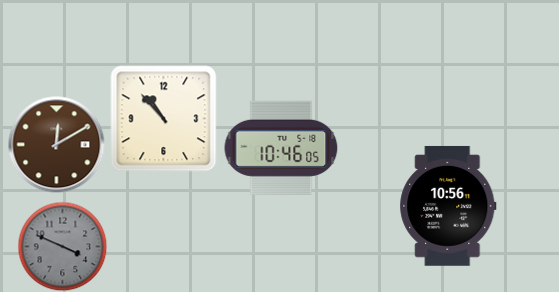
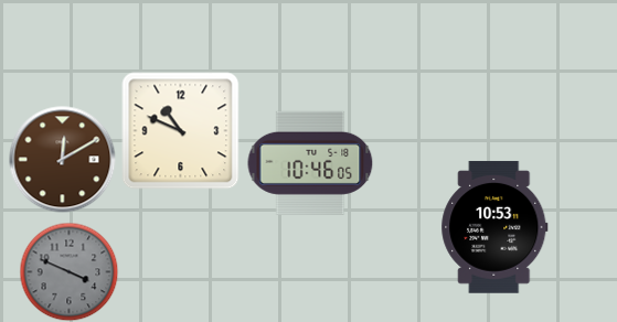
clock at (164, 119): 10:53 -> 10:49
clock at (448, 206): 10:56 -> 10:53
